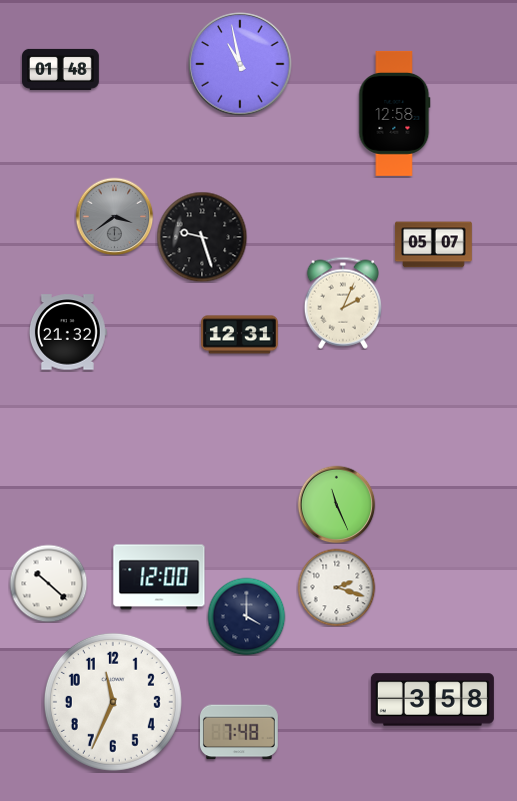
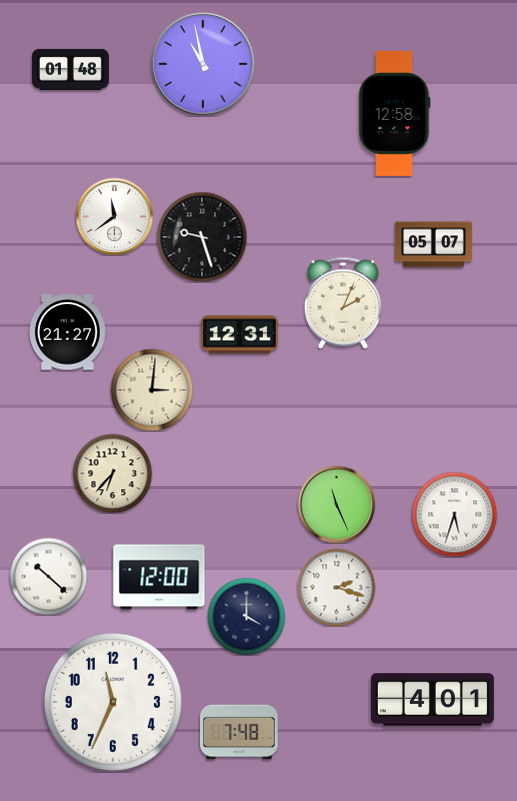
clock at (240, 64) position: (240, 64) -> (203, 64)
clock at (61, 69) position: (61, 69) -> (71, 69)
clock at (114, 216): 3:39 -> 11:39
clock at (114, 216) dial: grey -> white
clock at (68, 332): 21:32 -> 21:27
clock at (152, 390): none -> 3:01
clock at (112, 473): none -> 6:37
clock at (454, 514): none -> 5:33
clock at (48, 583) position: (48, 583) -> (48, 576)
clock at (432, 700): 3:58 -> 4:01
